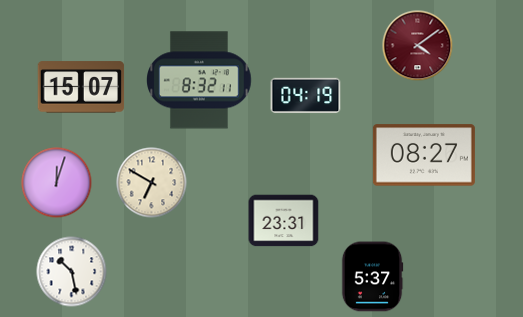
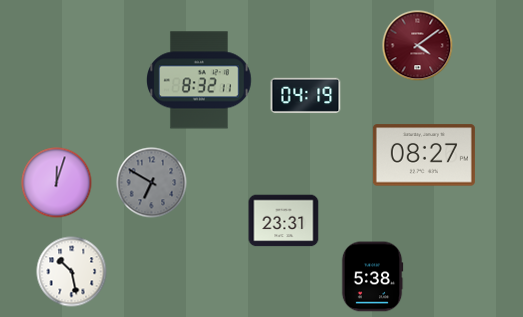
clock at (81, 87): 15:07 -> none
clock at (152, 183) dial: cream -> grey
clock at (372, 277): 5:37 -> 5:38
